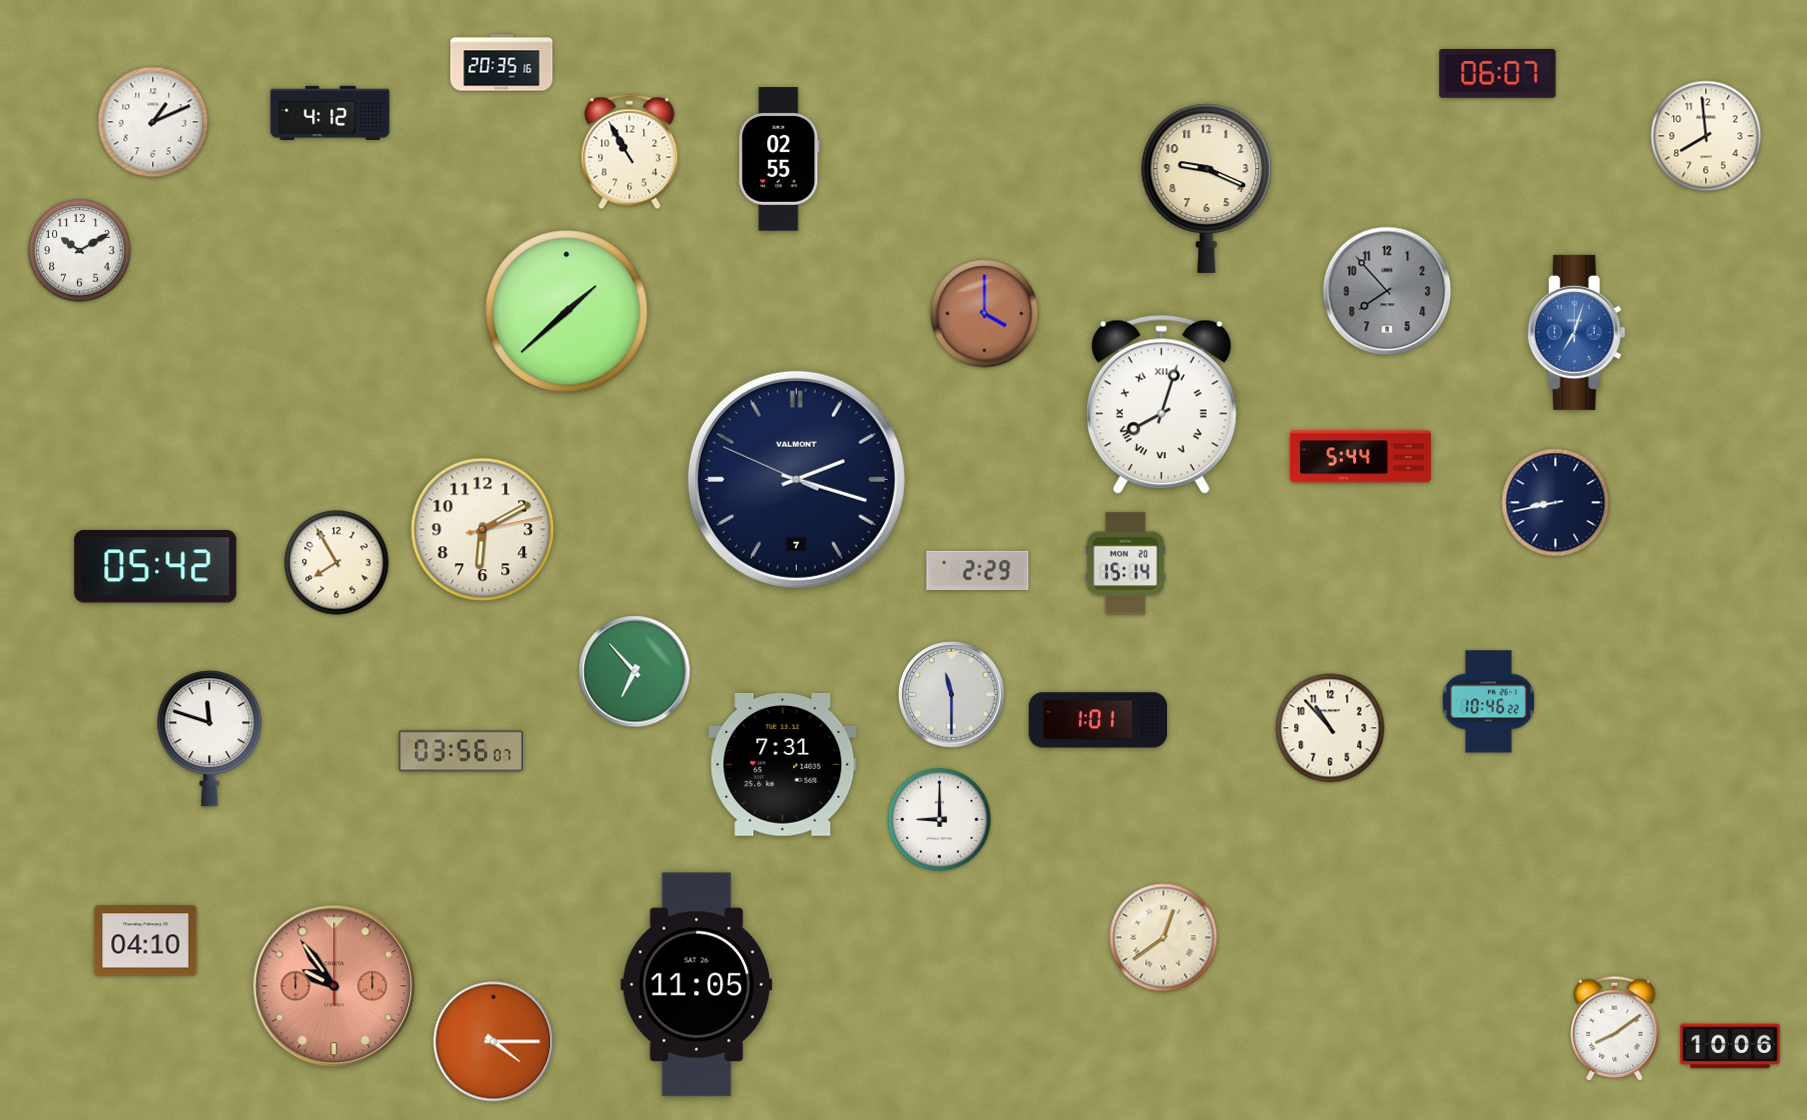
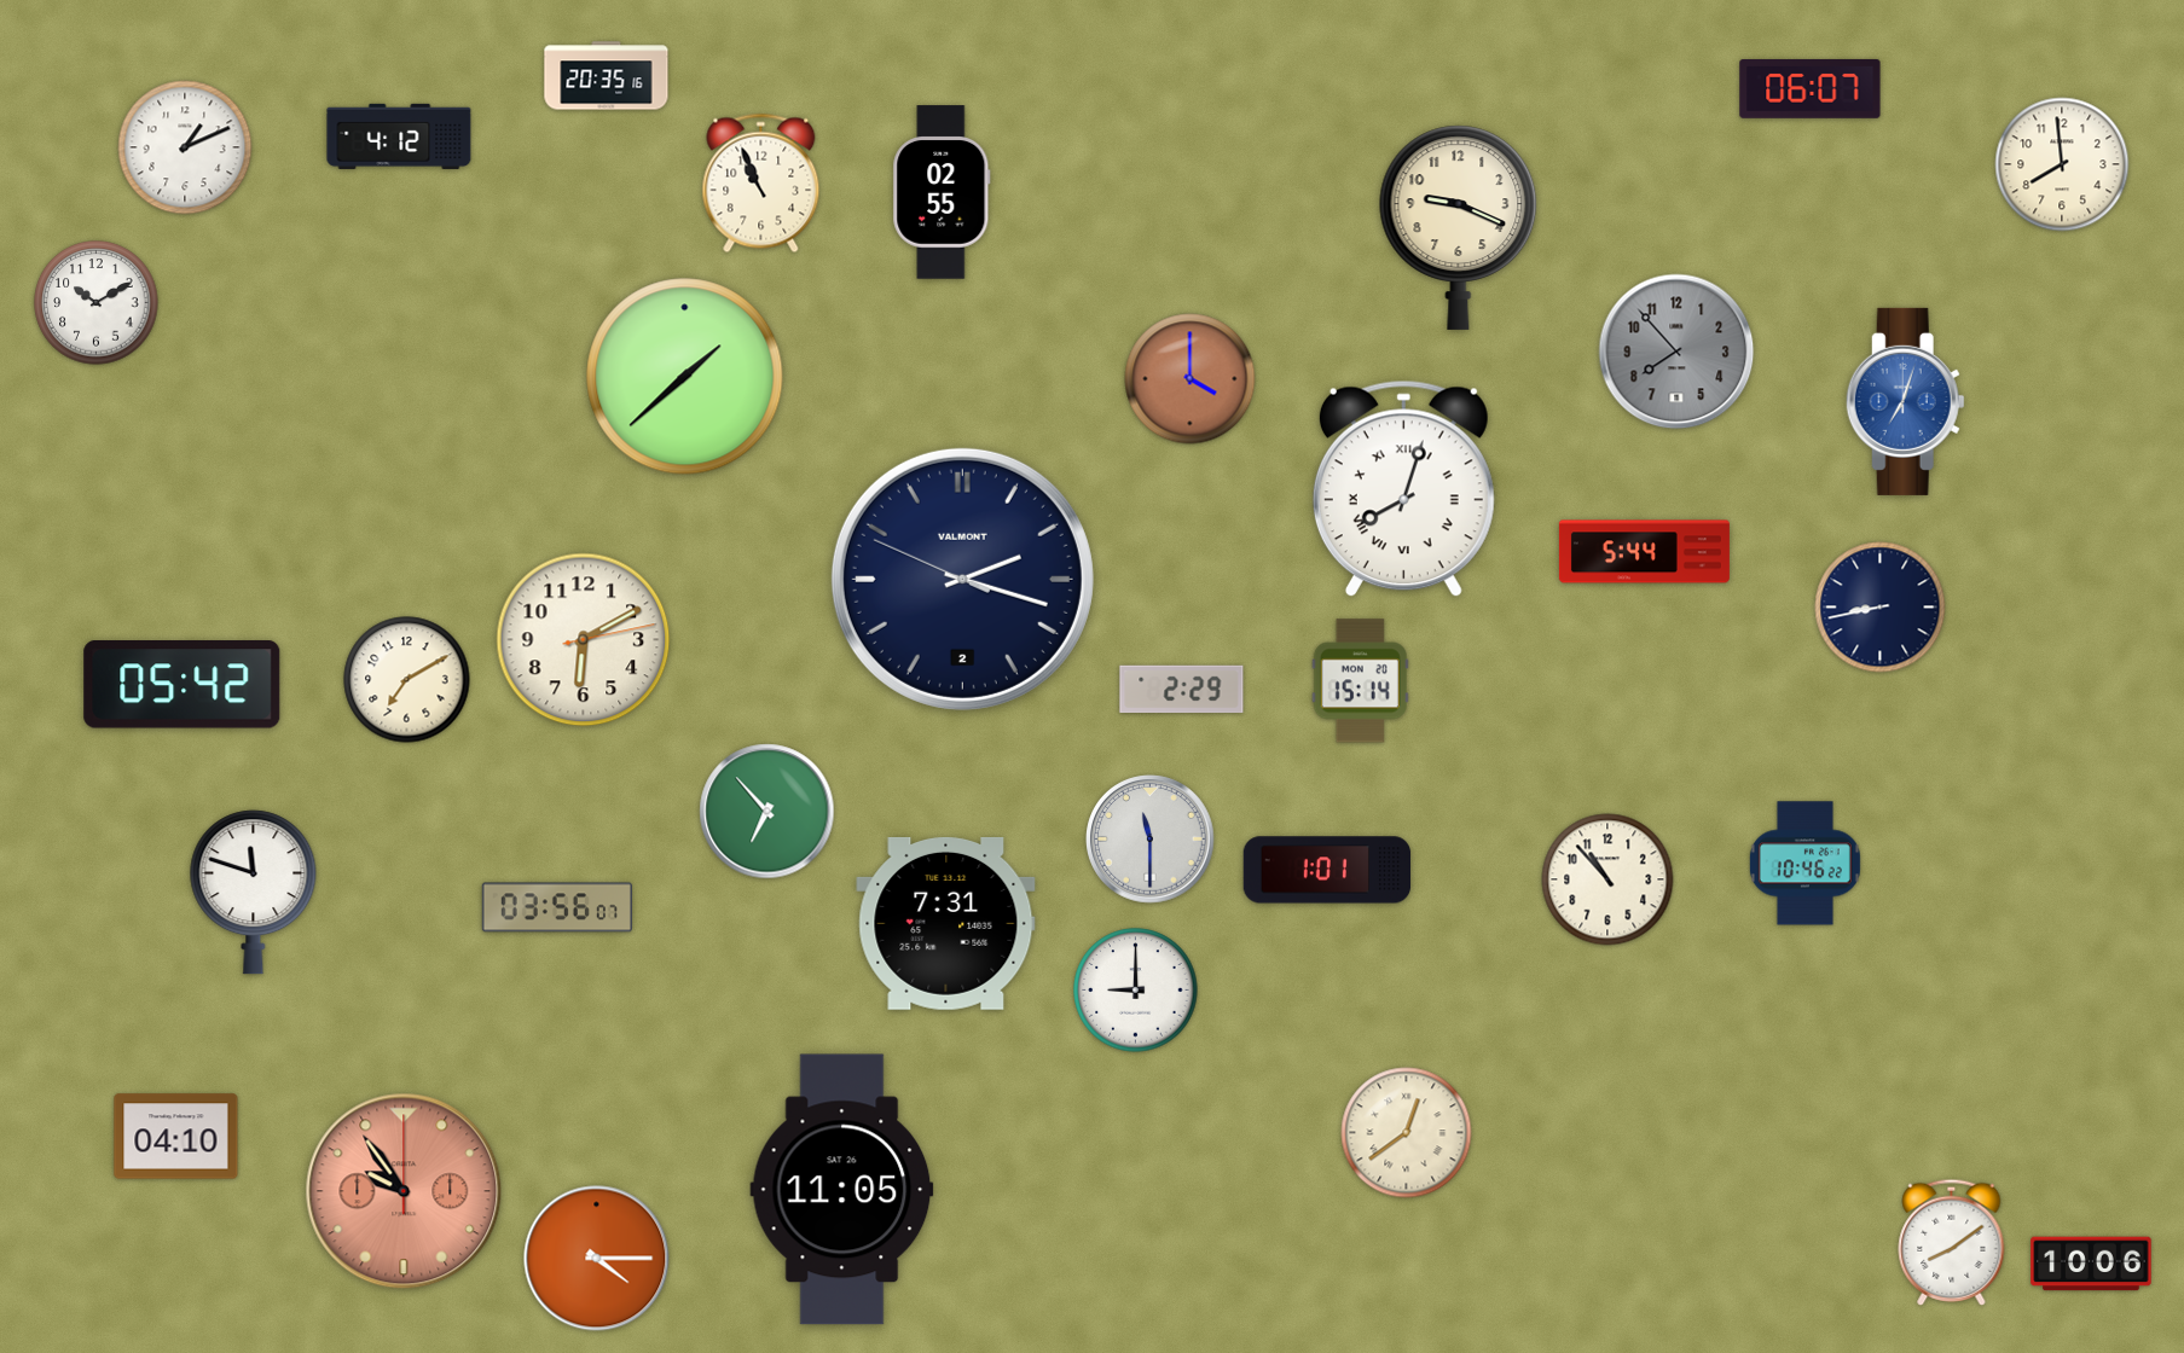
clock at (630, 152): 10:55 -> 10:56
clock at (796, 479) date: 7 -> 2
clock at (337, 563): 7:55 -> 7:10
clock at (156, 567) position: (156, 567) -> (183, 685)
clock at (1488, 702) position: (1488, 702) -> (1804, 864)
